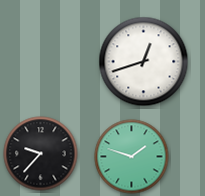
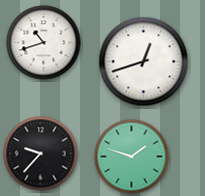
clock at (44, 43): none -> 10:42
